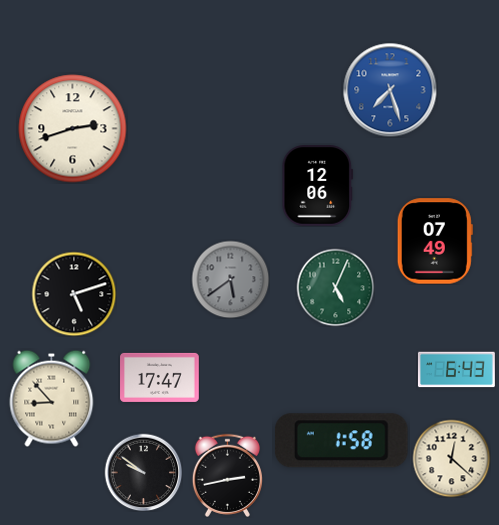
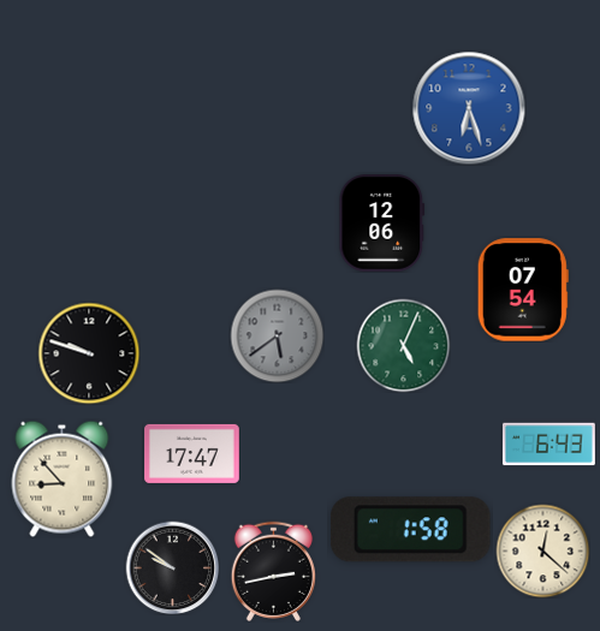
clock at (390, 90): 7:27 -> 6:27
clock at (73, 129): 2:42 -> none
clock at (435, 241): 07:49 -> 07:54
clock at (74, 294): 5:12 -> 9:48
